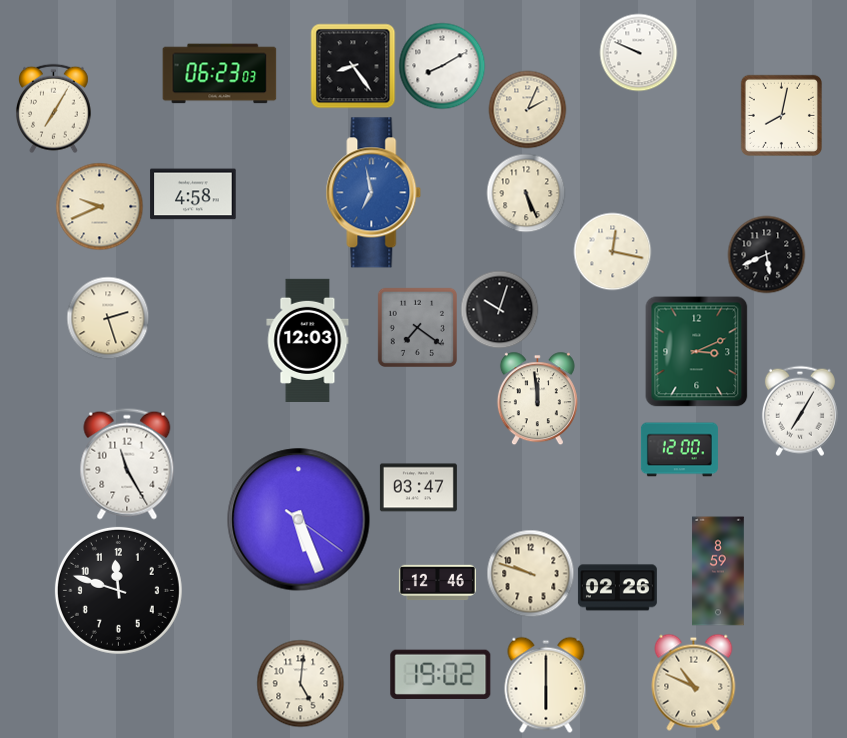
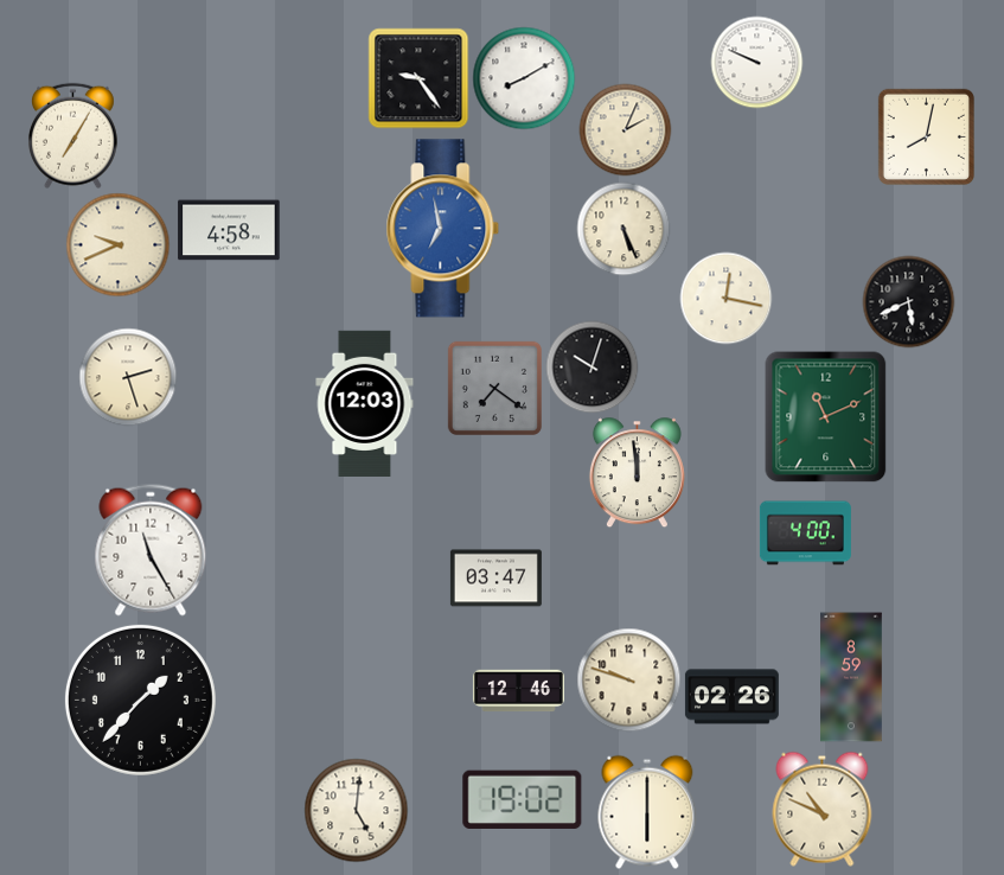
clock at (353, 66): 8:24 -> 9:24
clock at (220, 74): 06:23 -> none
clock at (53, 108) position: (53, 108) -> (72, 135)
clock at (697, 352): 3:11 -> 11:11
clock at (800, 411): 7:05 -> none
clock at (679, 450): 12:00 -> 4:00
clock at (299, 520): 5:26 -> none
clock at (118, 590): 11:48 -> 1:37
